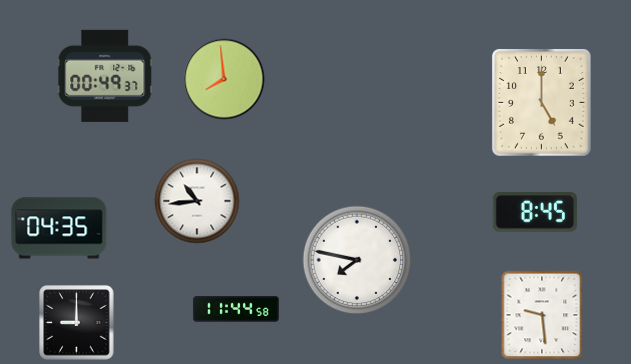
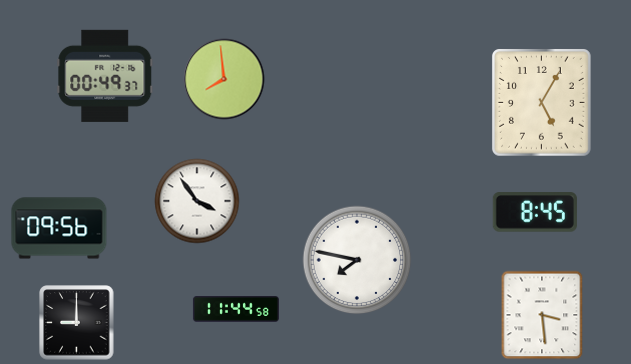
clock at (542, 103): 5:00 -> 5:05
clock at (197, 201): 10:44 -> 3:54
clock at (59, 228): 04:35 -> 09:56
clock at (542, 315): 9:29 -> 3:29
